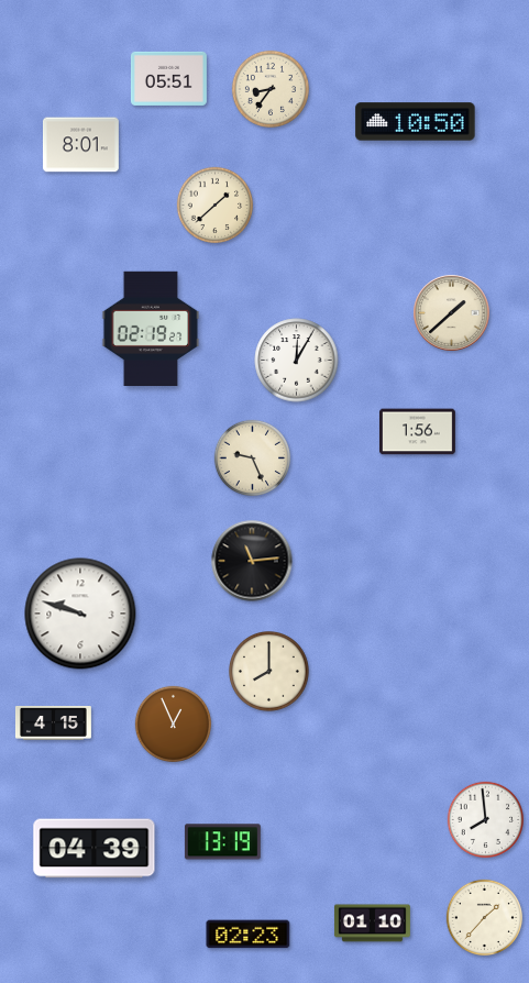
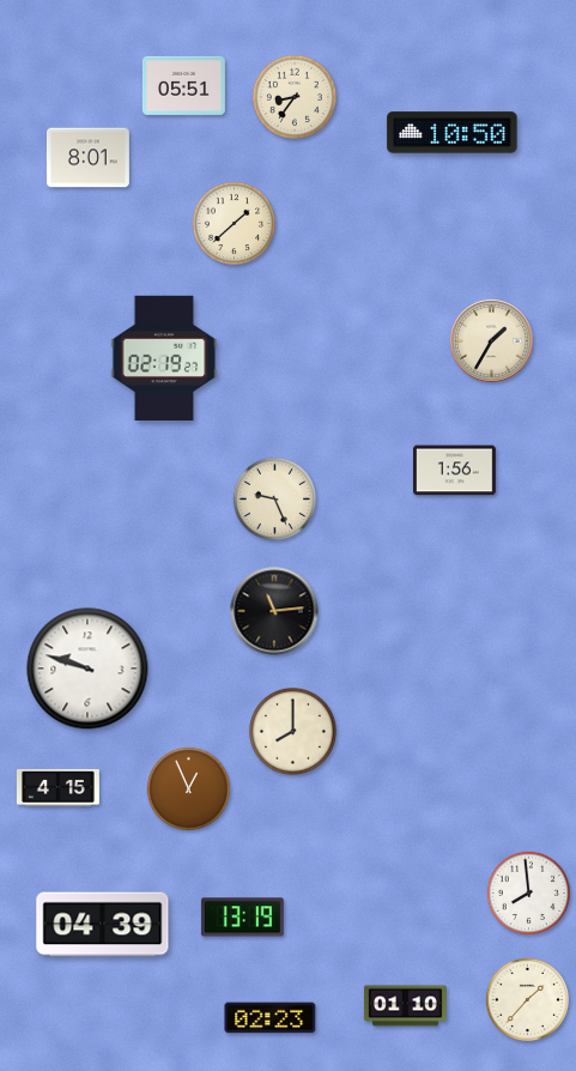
clock at (452, 313): 1:38 -> 1:35
clock at (297, 361): 12:05 -> none
